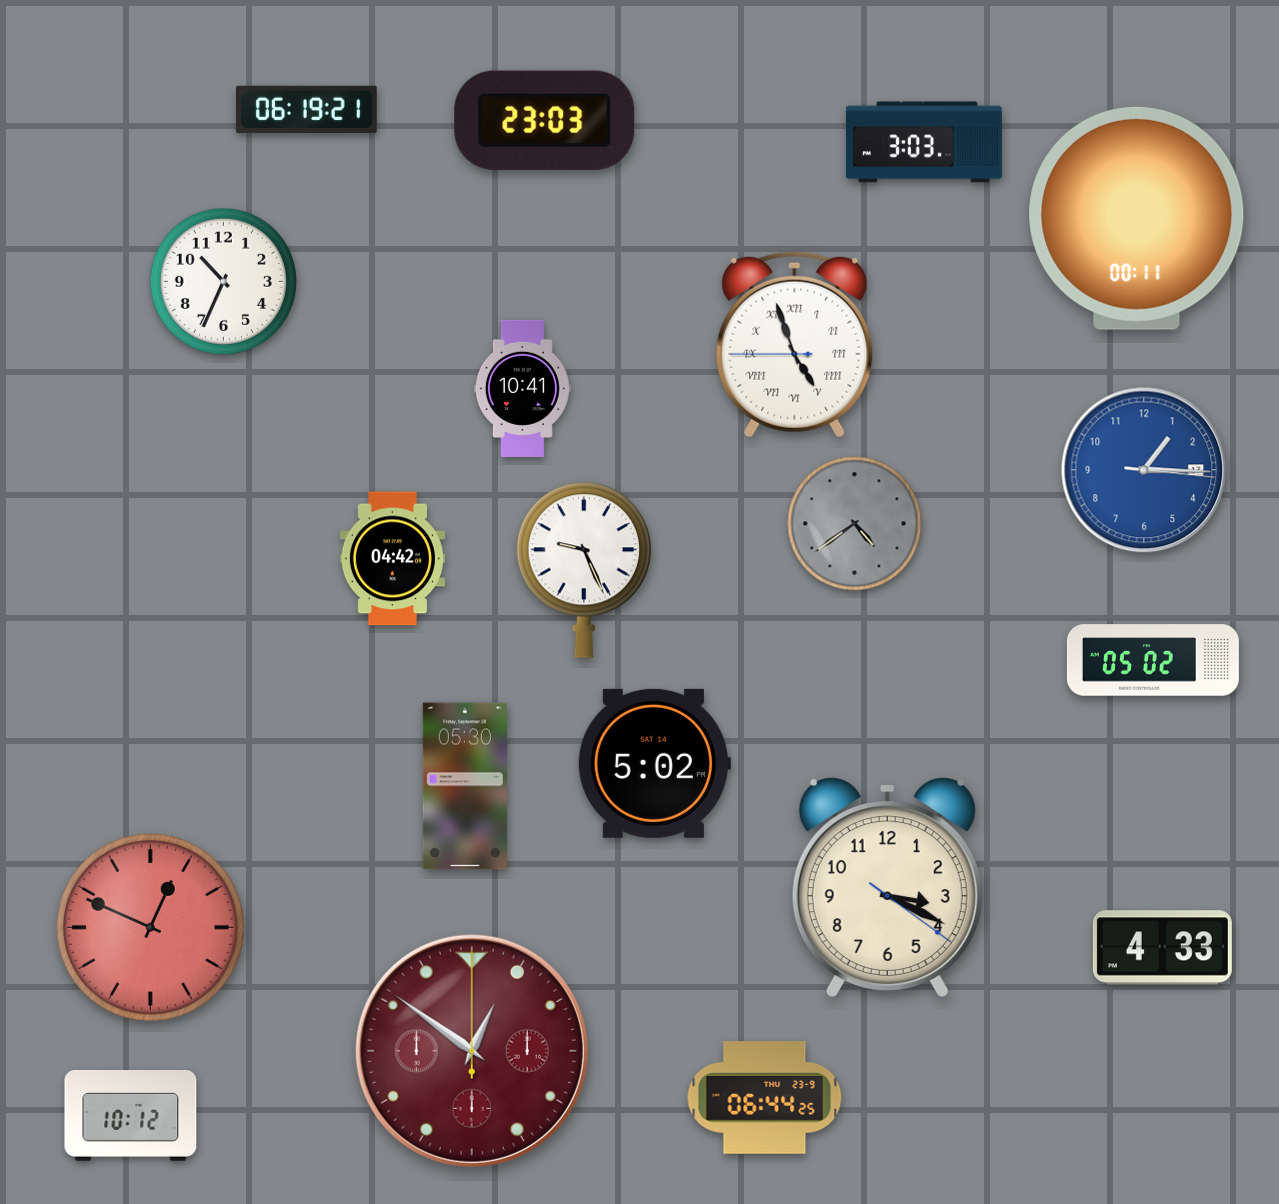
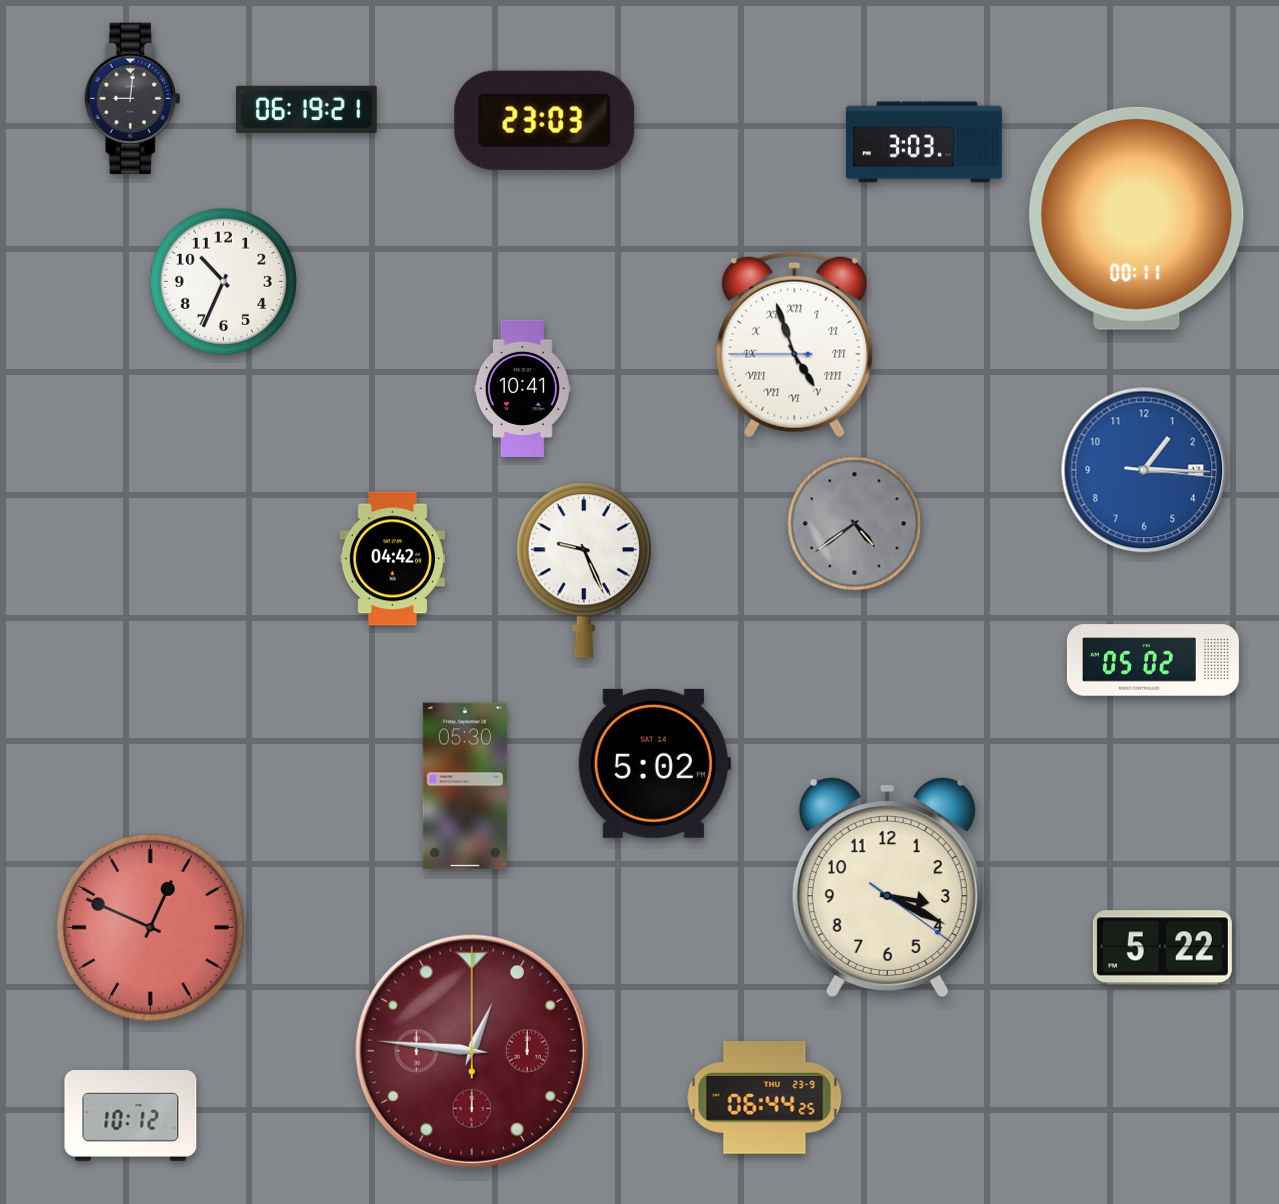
clock at (133, 99): none -> 9:01
clock at (1162, 948): 4:33 -> 5:22
clock at (472, 1051): 12:51 -> 12:46
